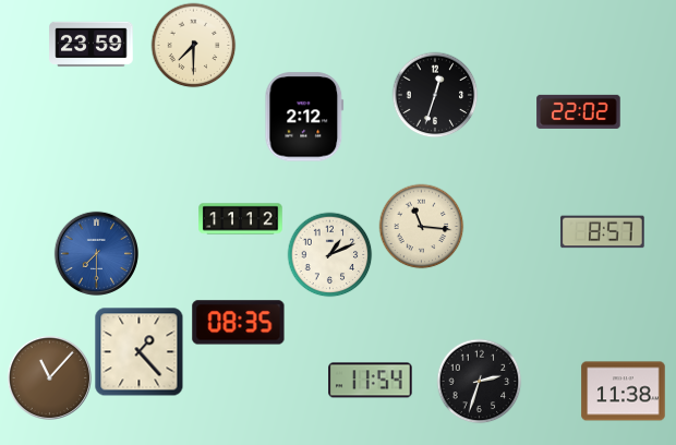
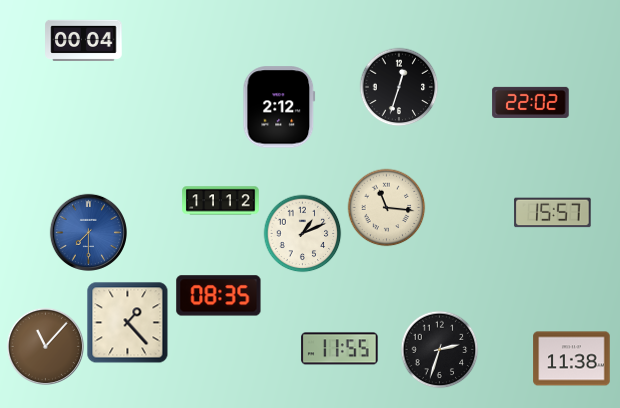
clock at (92, 44): 23:59 -> 00:04
clock at (193, 45): 7:30 -> none
clock at (603, 232): 8:57 -> 15:57
clock at (371, 381): 11:54 -> 11:55
